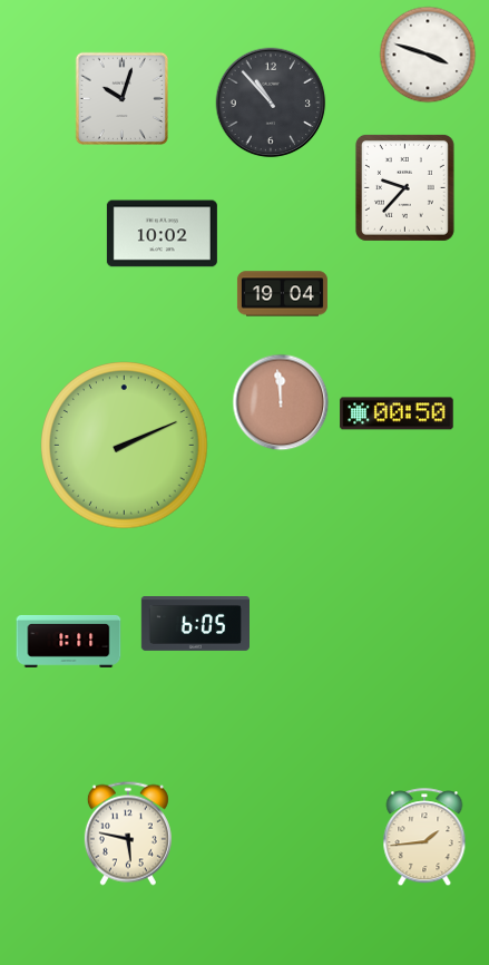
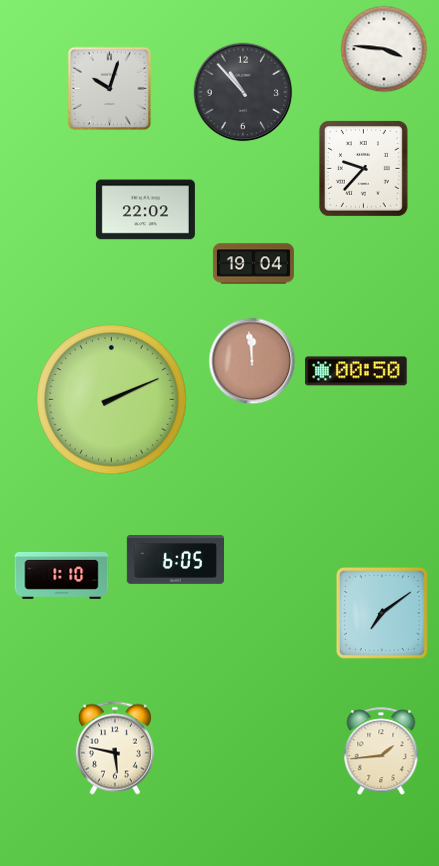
clock at (428, 55): 3:48 -> 3:46
clock at (162, 234): 10:02 -> 22:02
clock at (69, 641): 1:11 -> 1:10
clock at (382, 613): none -> 7:09
